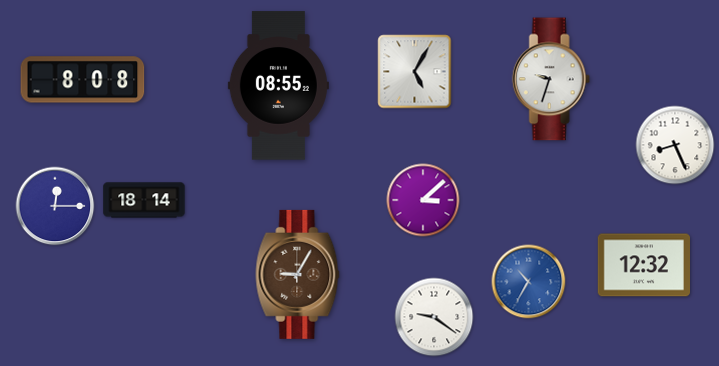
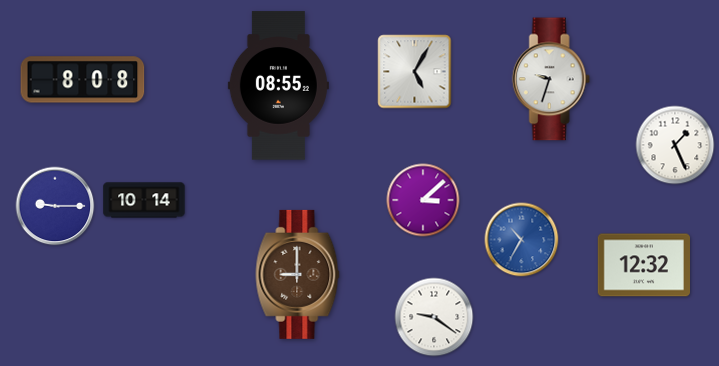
clock at (675, 145): 8:26 -> 1:26
clock at (144, 200): 18:14 -> 10:14
clock at (55, 206): 12:15 -> 9:15
clock at (298, 274): 9:05 -> 9:00
clock at (529, 282) position: (529, 282) -> (522, 240)
